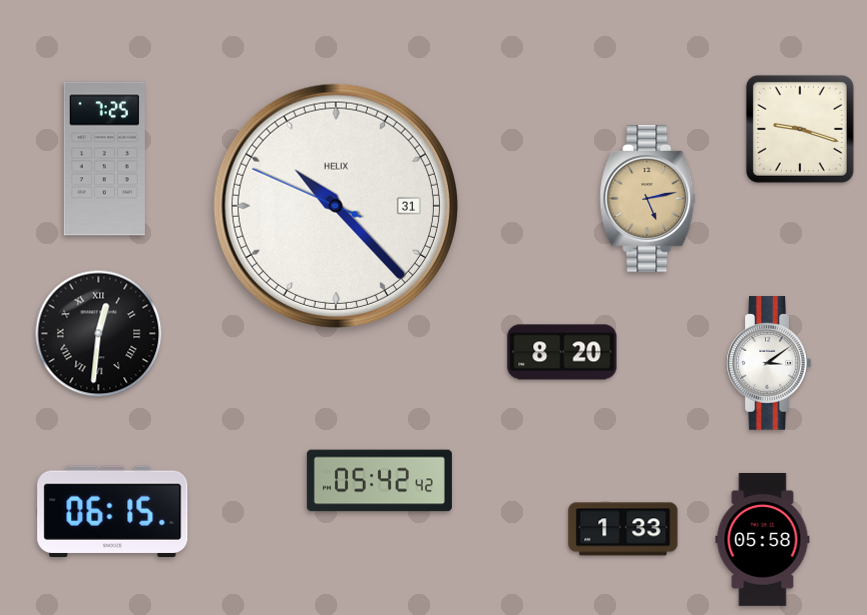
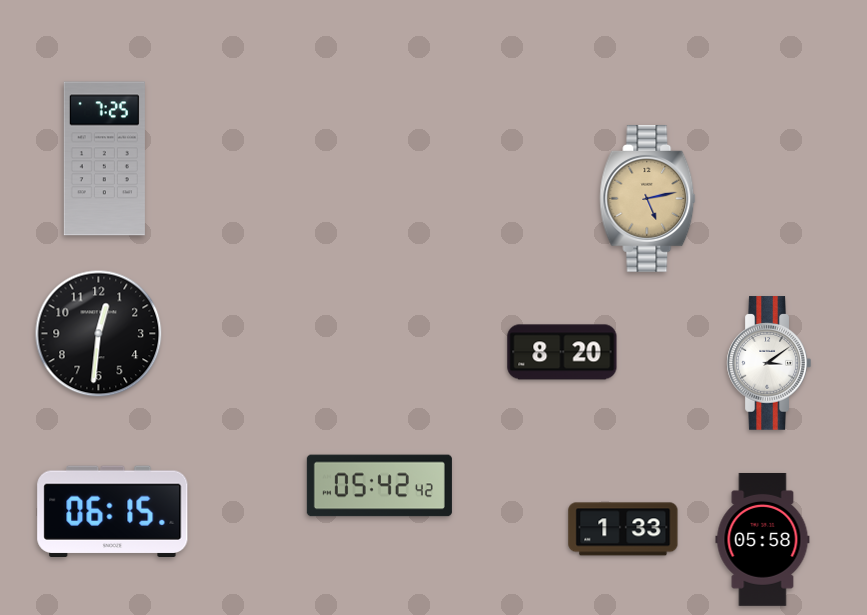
clock at (800, 129): 9:18 -> none
clock at (336, 206): 10:22 -> none
clock at (99, 334) numerals: Roman -> Arabic
clock at (379, 481) position: (379, 481) -> (379, 486)
